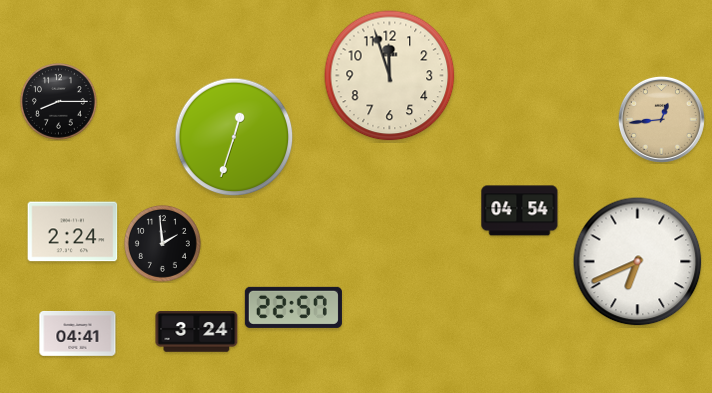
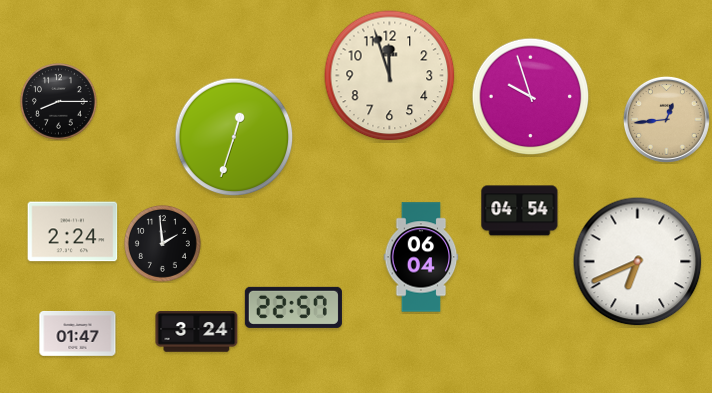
clock at (531, 97): none -> 9:57
clock at (661, 119) position: (661, 119) -> (666, 119)
clock at (421, 257): none -> 06:04
clock at (78, 333): 04:41 -> 01:47
